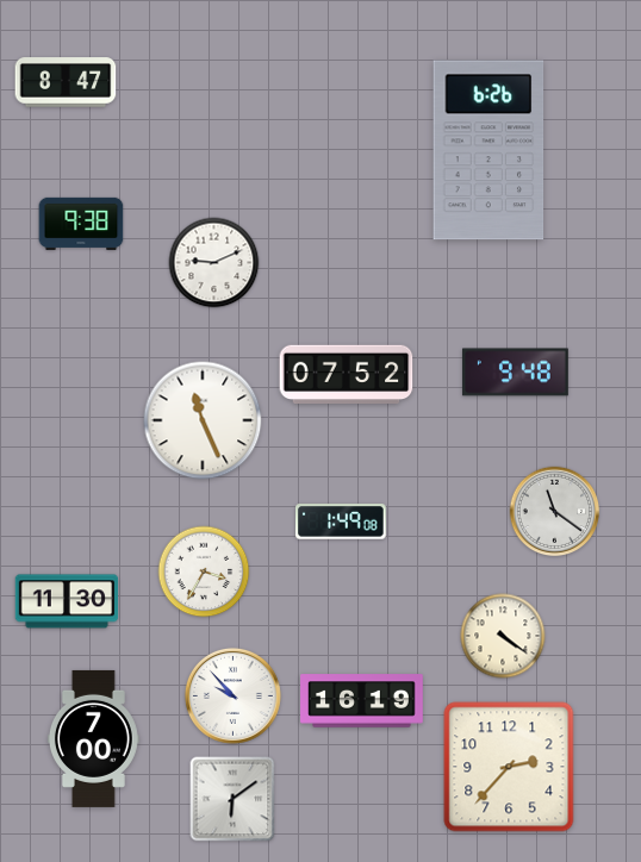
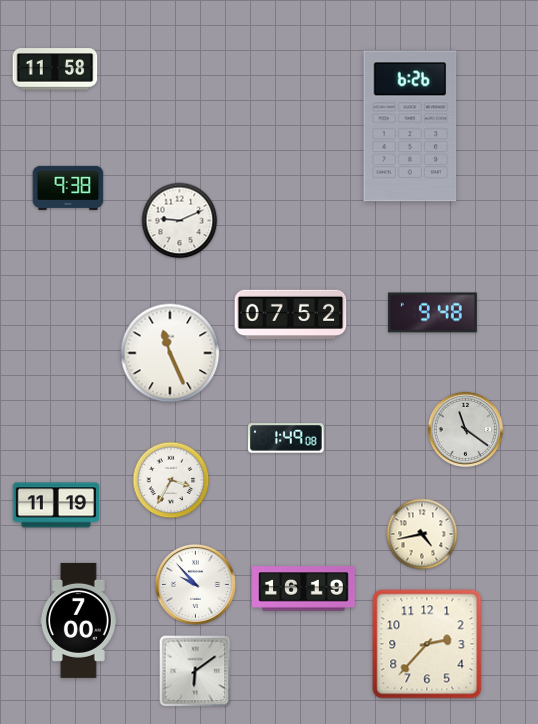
clock at (66, 82): 8:47 -> 11:58
clock at (67, 601): 11:30 -> 11:19
clock at (503, 636): 4:21 -> 4:43
